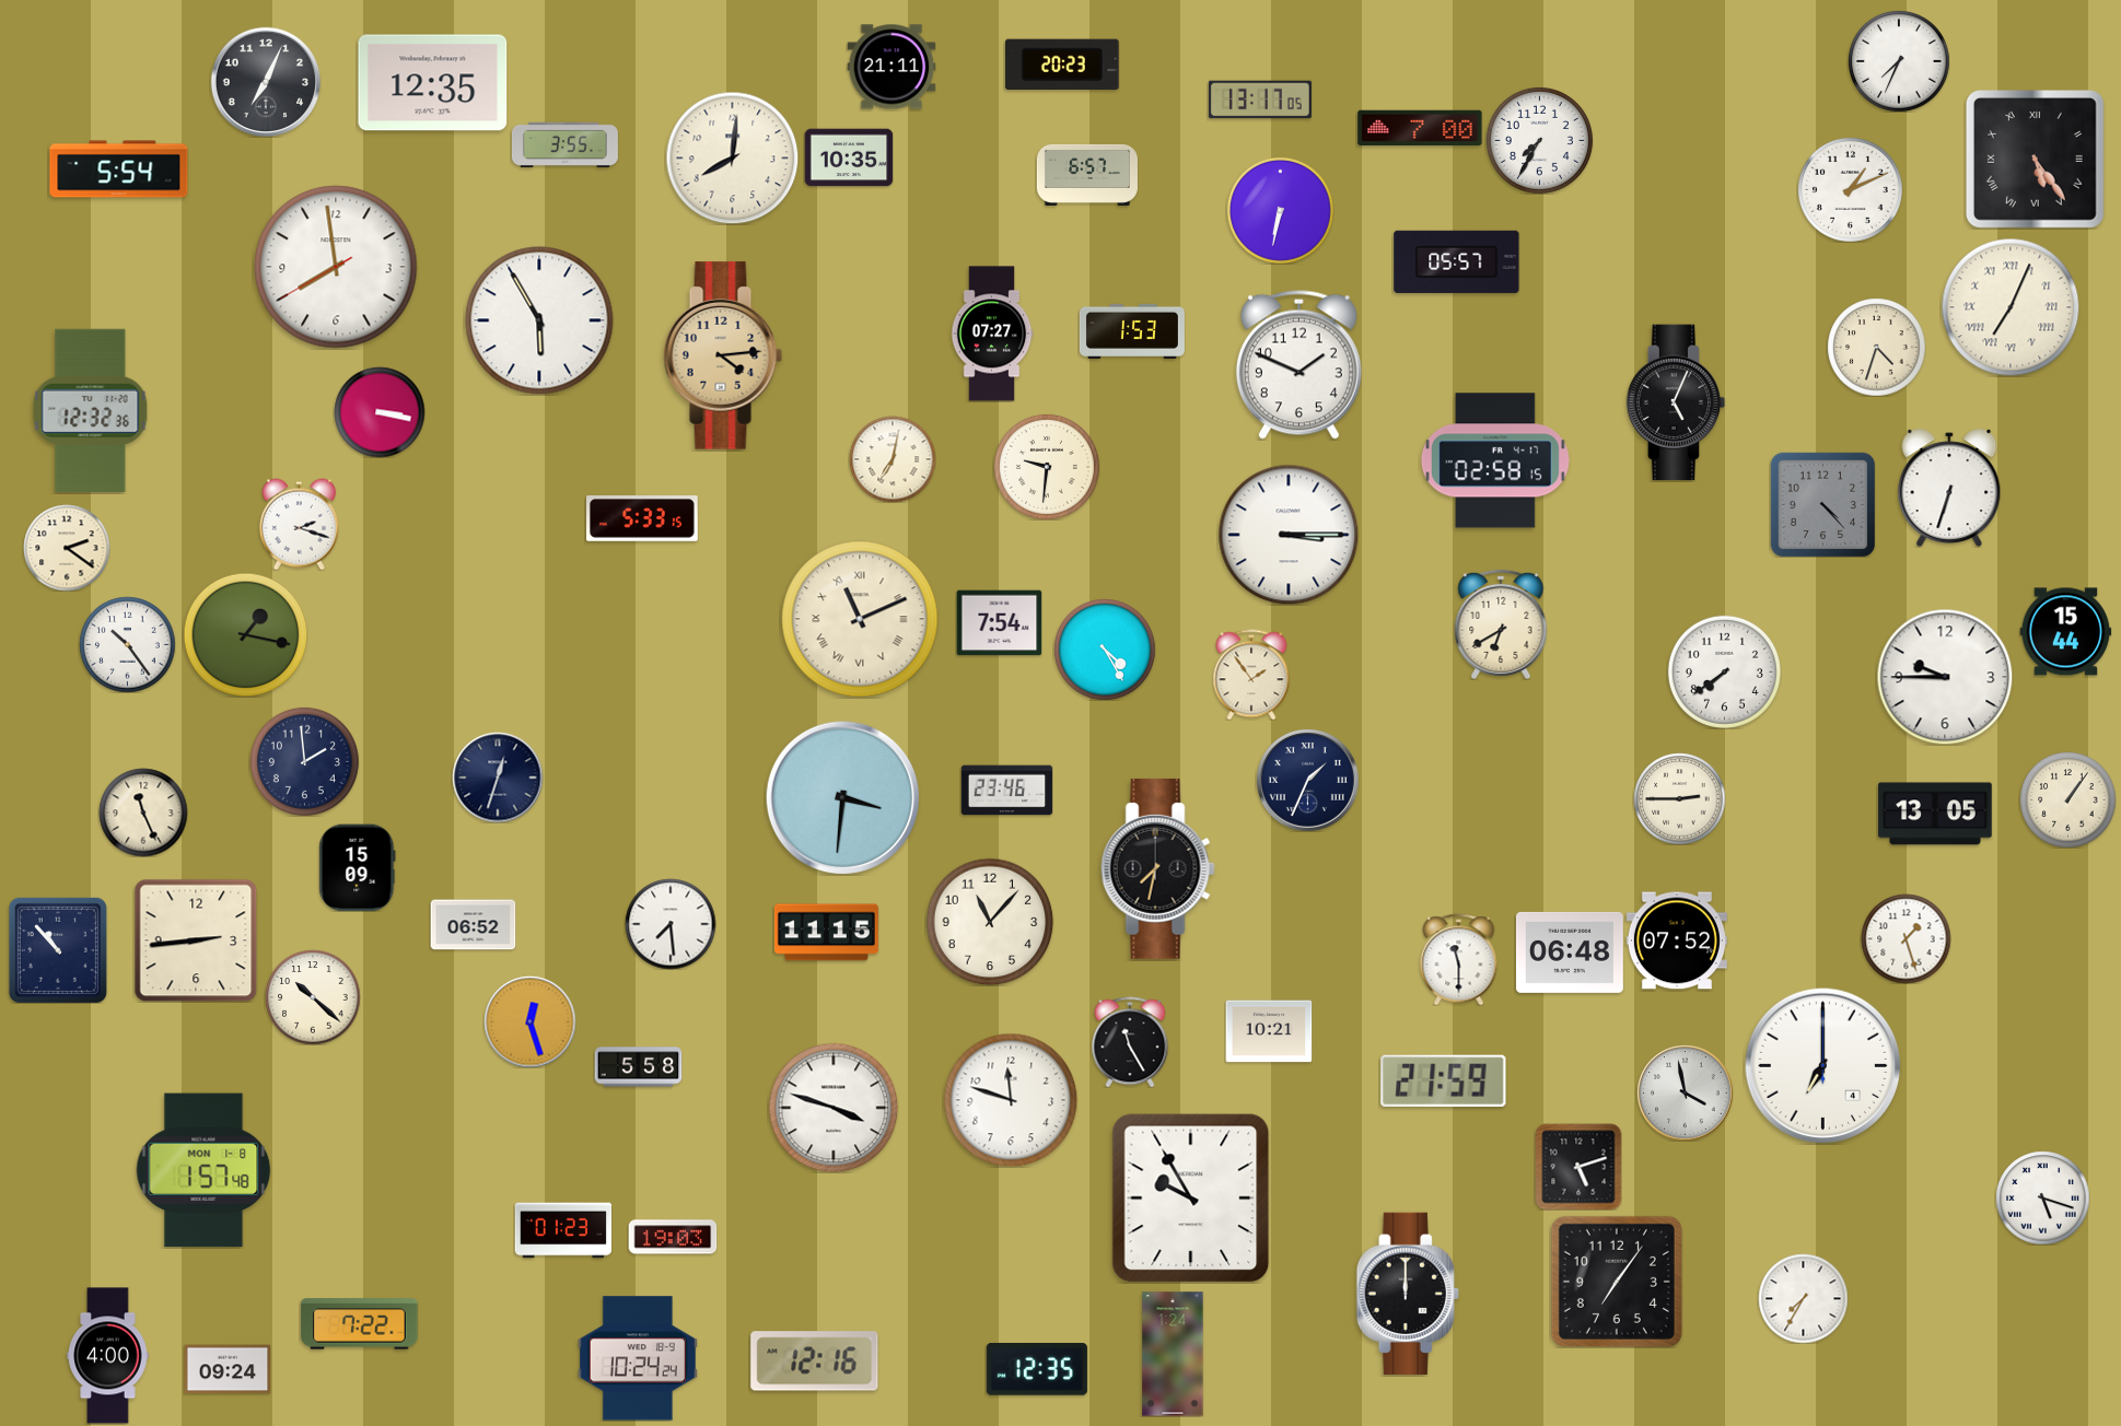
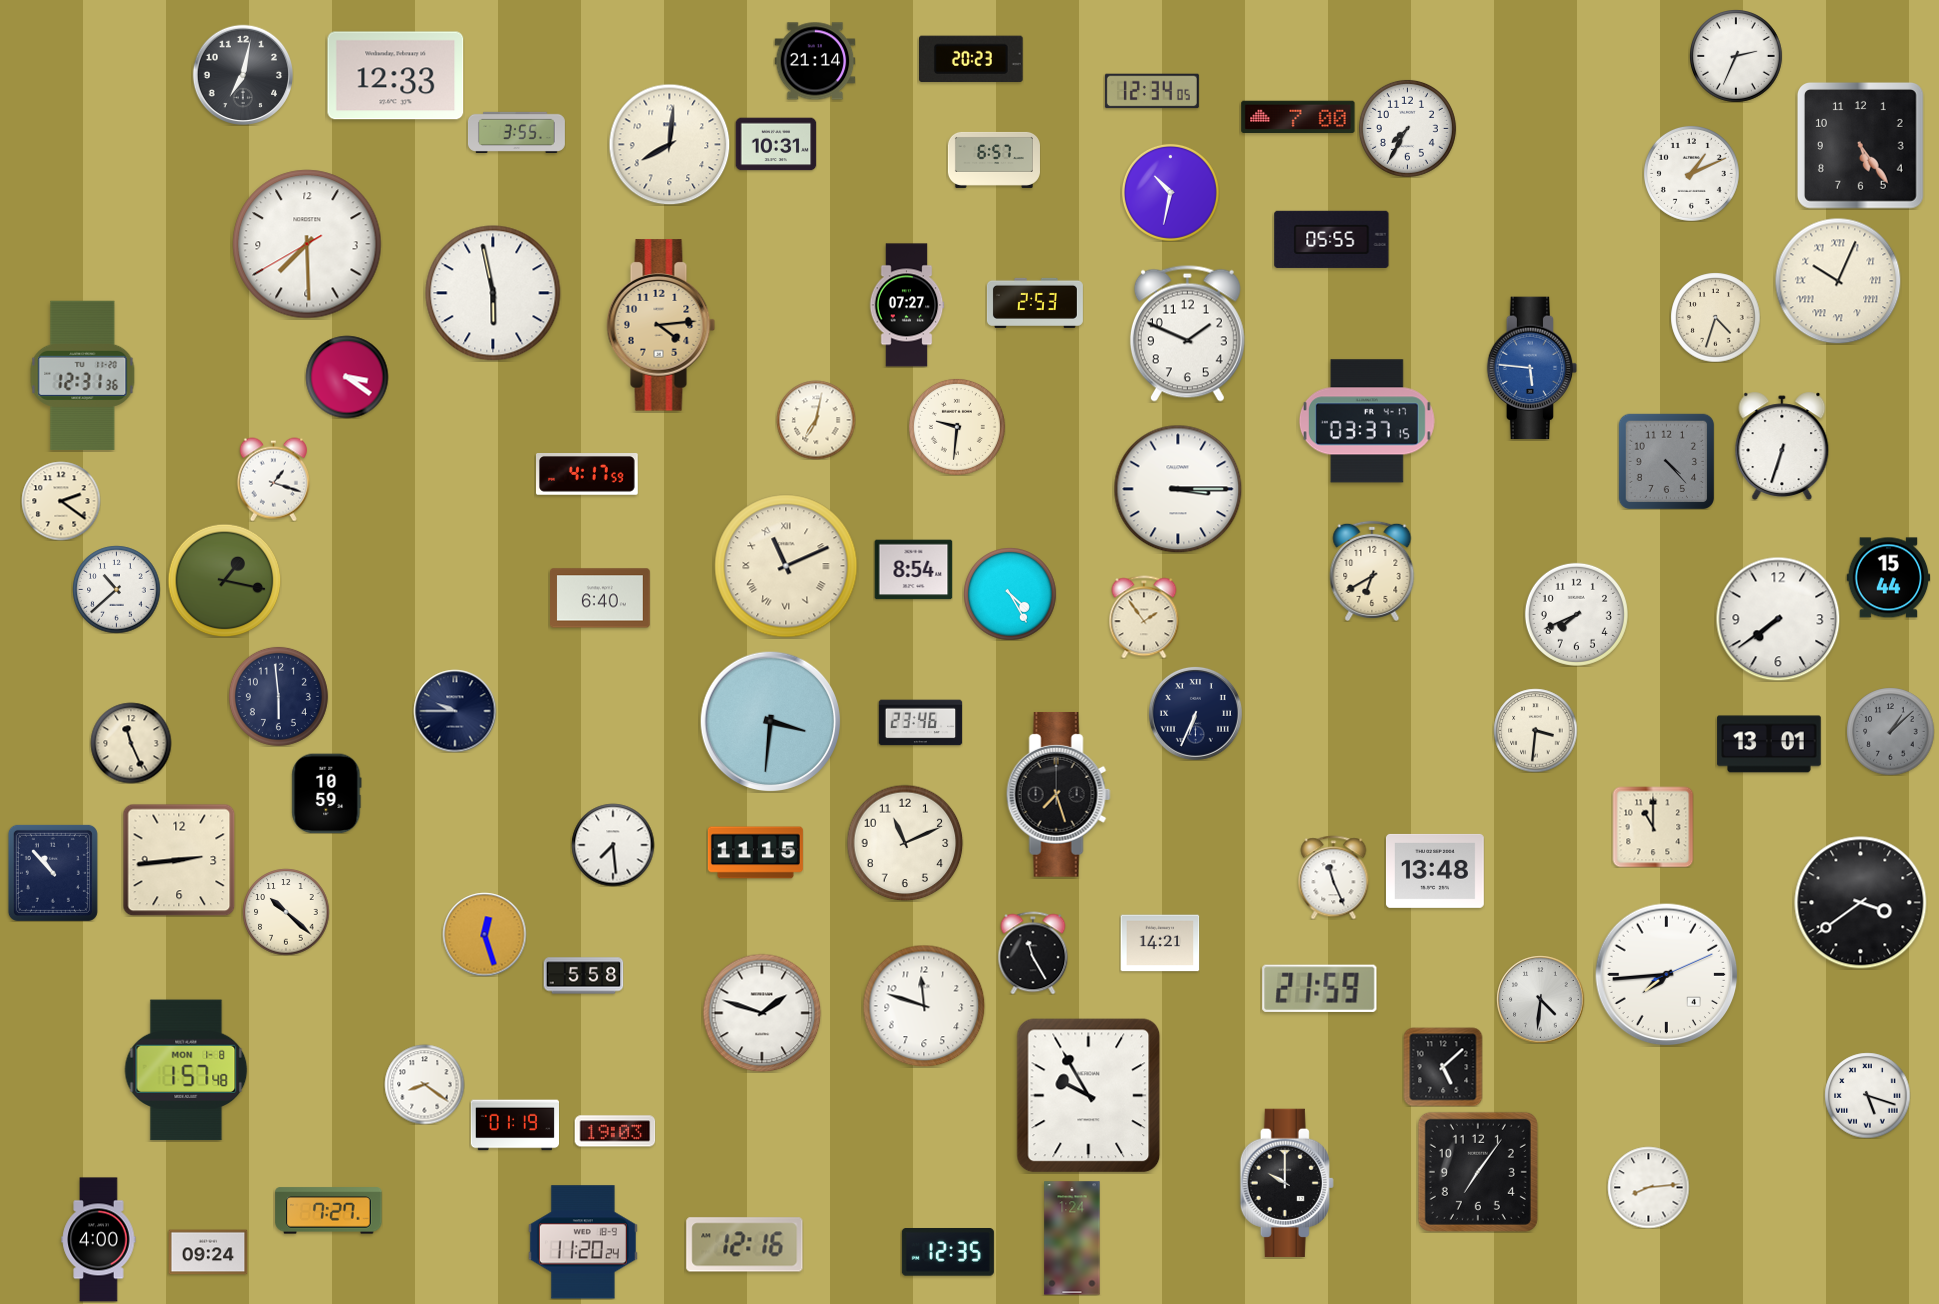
clock at (1899, 61): 7:34 -> 2:34
clock at (891, 67): 21:11 -> 21:14
clock at (265, 81): 7:04 -> 7:02
clock at (433, 83): 12:35 -> 12:33
clock at (1260, 100): 13:17 -> 12:34
clock at (849, 157): 10:35 -> 10:31
clock at (2035, 159) numerals: Roman -> Arabic
clock at (119, 170): 5:54 -> none
clock at (1280, 210): 6:32 -> 10:32
clock at (1457, 261): 05:57 -> 05:55
clock at (336, 267): 7:58 -> 7:29
clock at (2011, 307): 7:04 -> 10:04
clock at (539, 320): 5:55 -> 5:58
clock at (1132, 331): 1:53 -> 2:53
clock at (1676, 402): 5:04 -> 5:46
clock at (1676, 402) dial: black -> blue
clock at (91, 410): 12:32 -> 12:31
clock at (380, 412): 3:17 -> 3:21
clock at (1495, 460): 02:58 -> 03:37
clock at (643, 519): 5:33 -> 4:17
clock at (299, 524): 2:18 -> 1:18
clock at (999, 623): 7:54 -> 8:54
clock at (127, 644): 10:24 -> 10:38
clock at (601, 598): none -> 6:40
clock at (1724, 671): 7:39 -> 7:41
clock at (1945, 677): 9:45 -> 7:39
clock at (304, 761): 1:59 -> 5:59
clock at (498, 778): 12:33 -> 9:45
clock at (1307, 780): 1:34 -> 6:34
clock at (842, 797) position: (842, 797) -> (770, 721)
clock at (1679, 798): 2:45 -> 3:31
clock at (2067, 799): 1:06 -> 1:08
clock at (2067, 799) dial: cream -> grey
clock at (1935, 814): 13:05 -> 13:01
clock at (358, 867): 15:09 -> 10:59
clock at (1157, 868): 7:32 -> 7:27
clock at (1653, 827): none -> 11:00
clock at (990, 922): 11:07 -> 11:11
clock at (473, 925): 06:52 -> none
clock at (1906, 938): 1:27 -> none
clock at (1677, 940): 07:52 -> none
clock at (58, 950) position: (58, 950) -> (53, 873)
clock at (1570, 952): 06:48 -> 13:48
clock at (1459, 959): 11:30 -> 11:26
clock at (1861, 903): none -> 3:39
clock at (1269, 1031): 10:21 -> 14:21
clock at (1822, 1065): 7:00 -> 7:44
clock at (1685, 1092): 3:58 -> 4:31
clock at (834, 1108): 3:48 -> 1:48
clock at (1578, 1167): 5:12 -> 5:08
clock at (424, 1084): none -> 8:21
clock at (562, 1230): 01:23 -> 01:19
clock at (1408, 1294): 12:00 -> 10:00
clock at (1803, 1298): 7:35 -> 8:14
clock at (360, 1324): 7:22 -> 7:27
clock at (638, 1358): 10:24 -> 11:20
